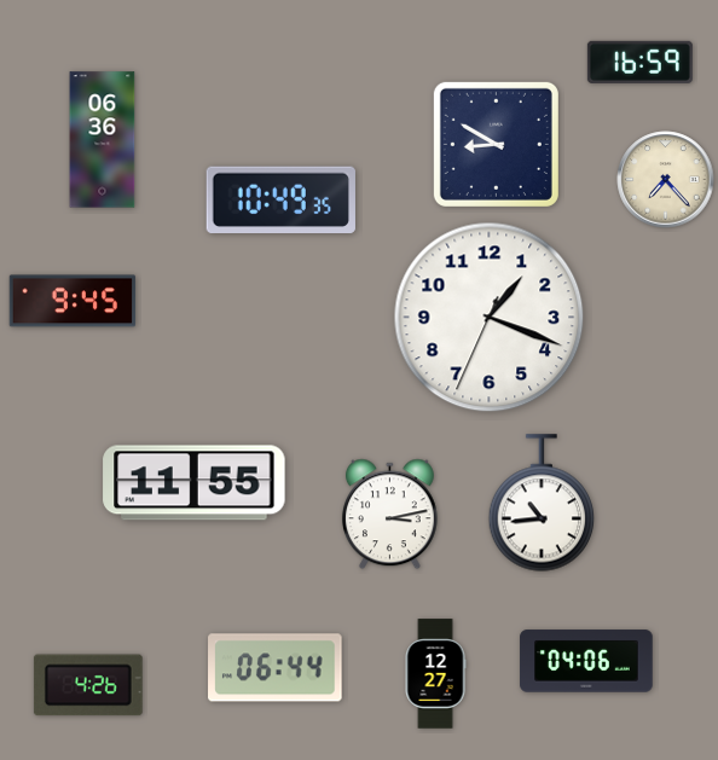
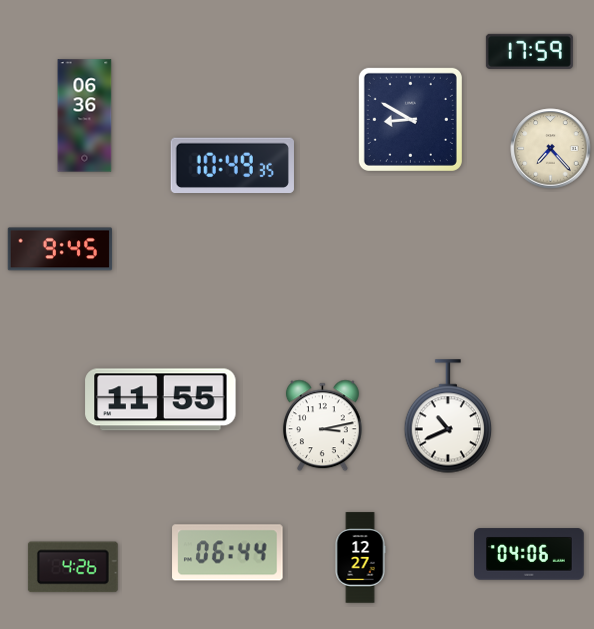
clock at (639, 62): 16:59 -> 17:59
clock at (490, 318): 1:18 -> none
clock at (542, 503): 10:44 -> 10:41
clock at (586, 661) position: (586, 661) -> (529, 554)
